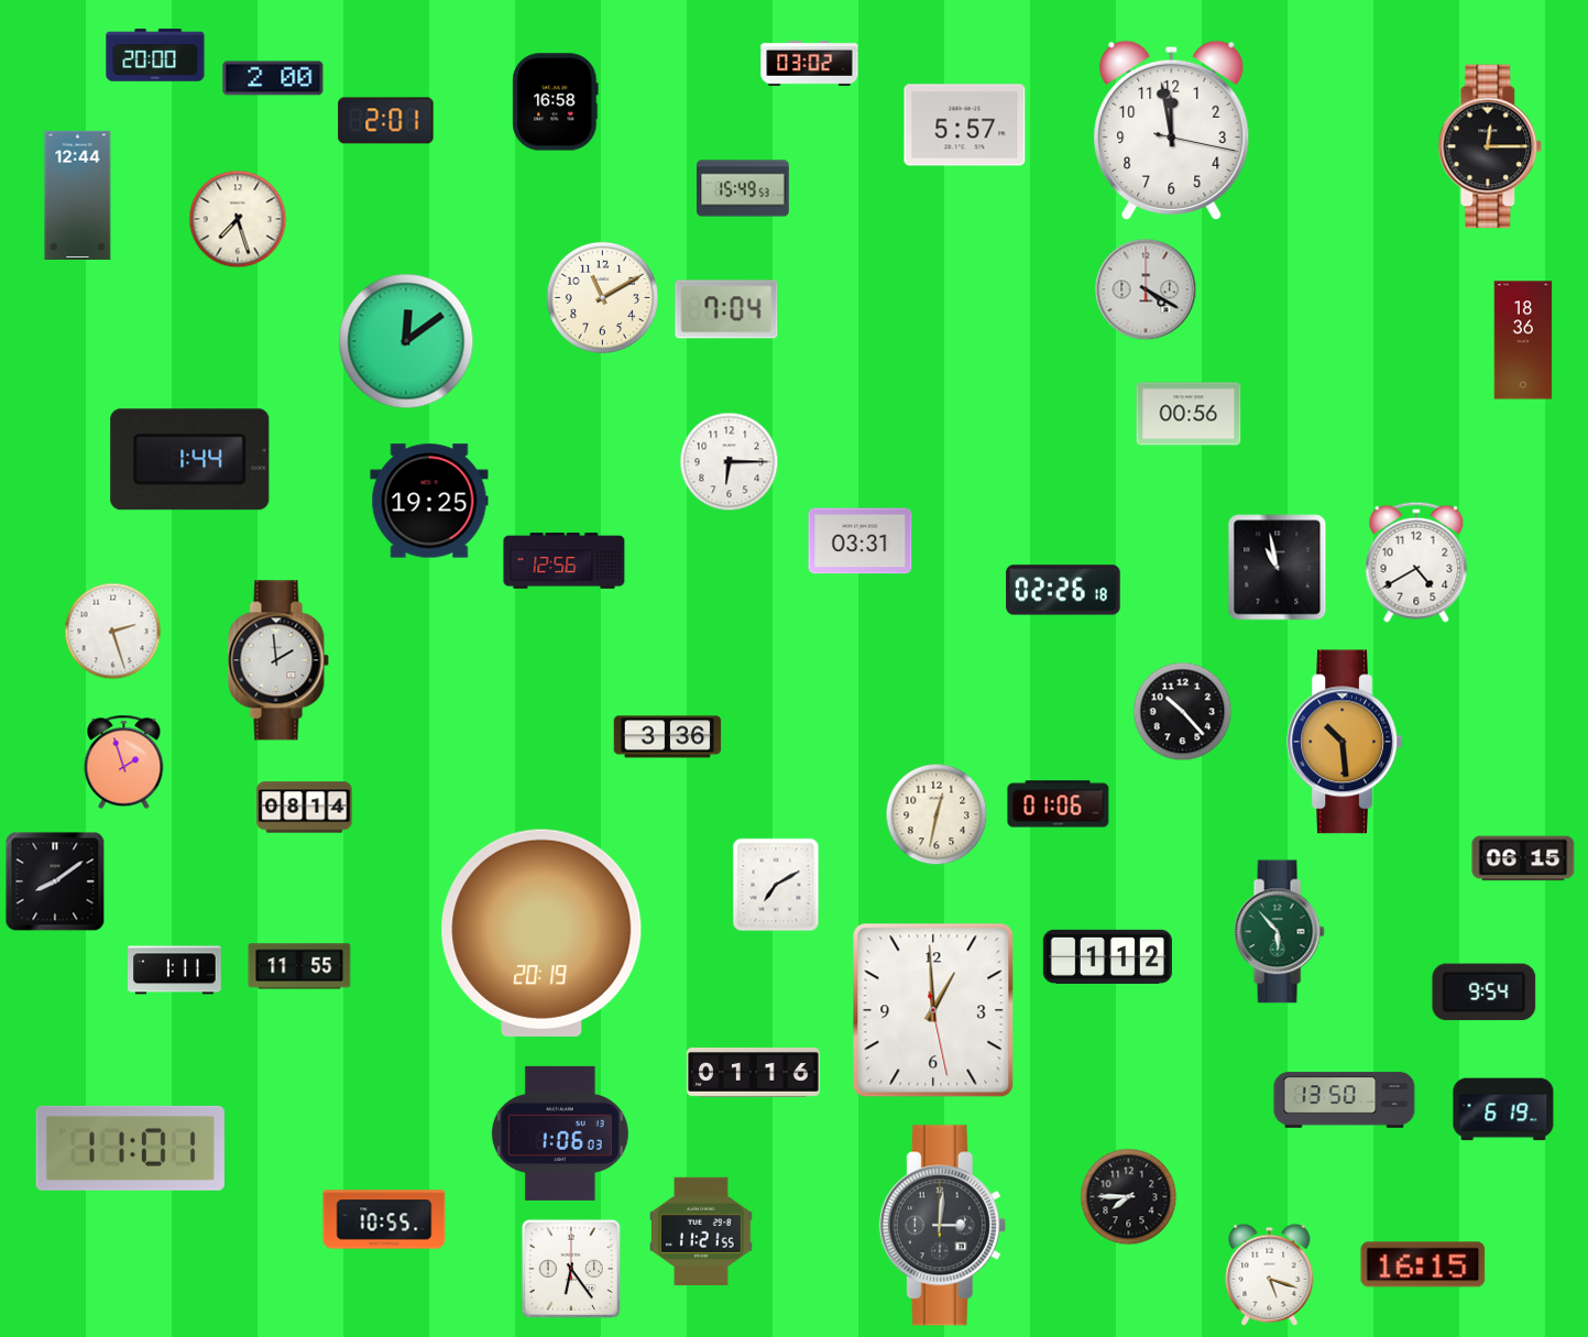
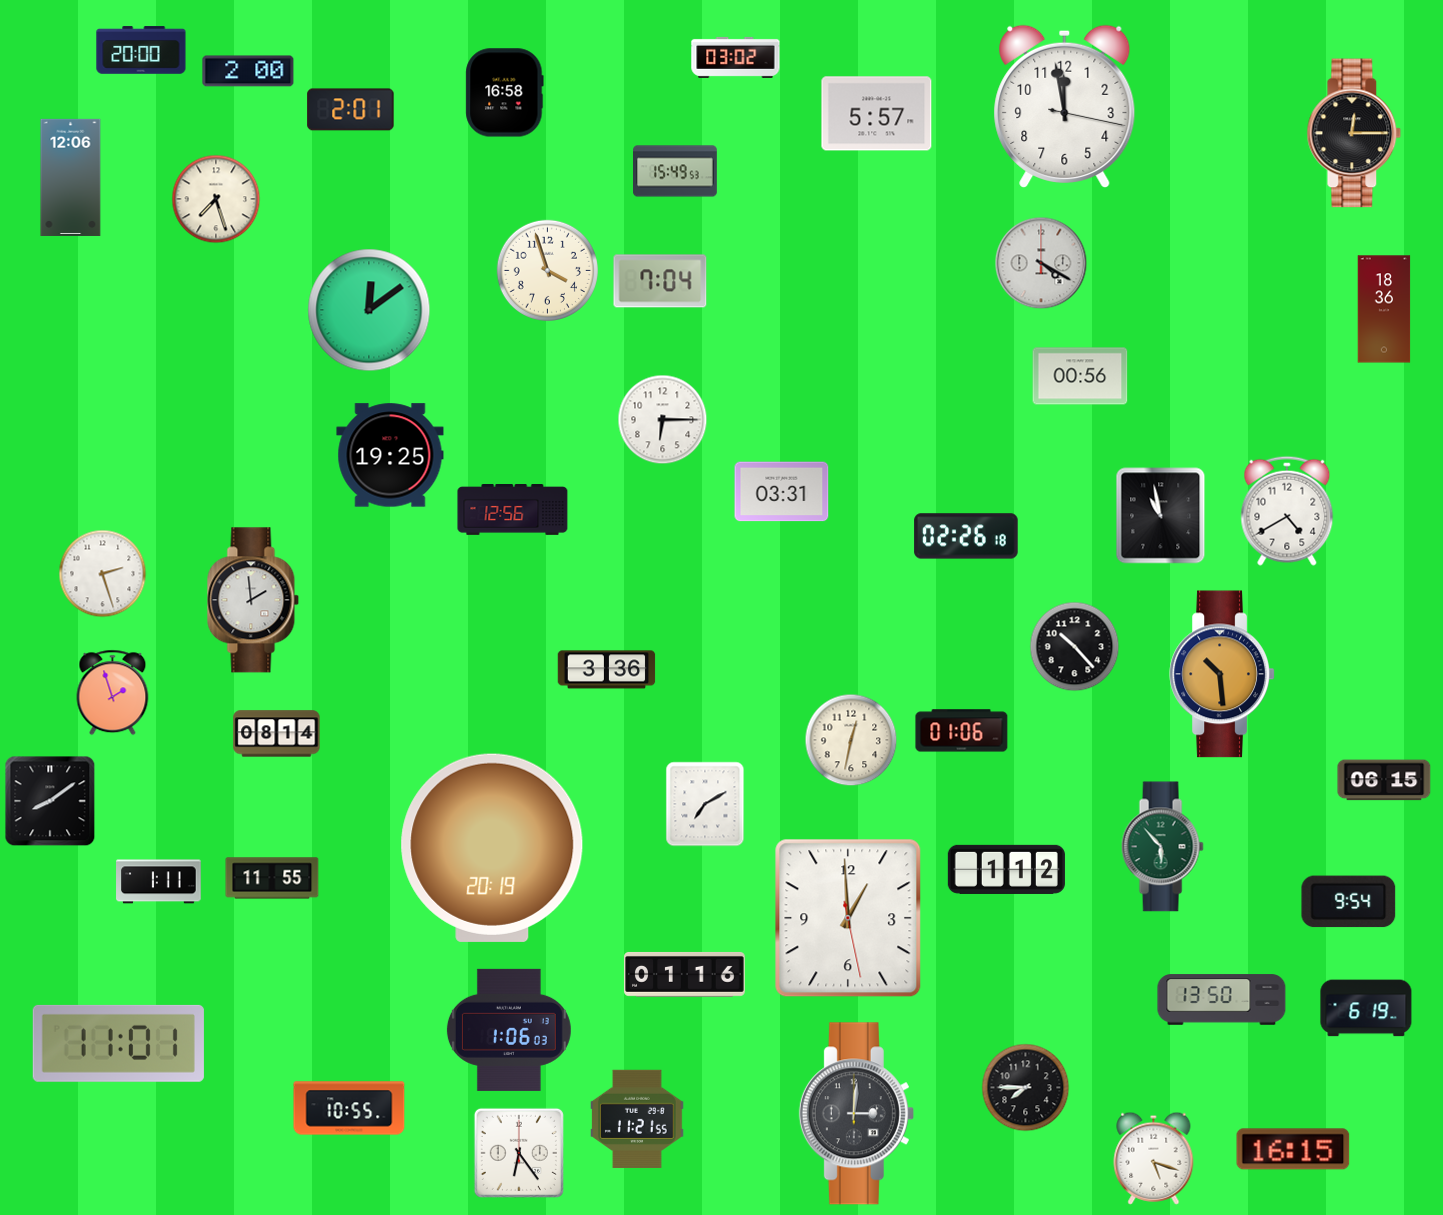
clock at (1172, 131) position: (1172, 131) -> (1065, 107)
clock at (78, 195): 12:44 -> 12:06
clock at (602, 297): 11:10 -> 3:57
clock at (190, 460): 1:44 -> none
